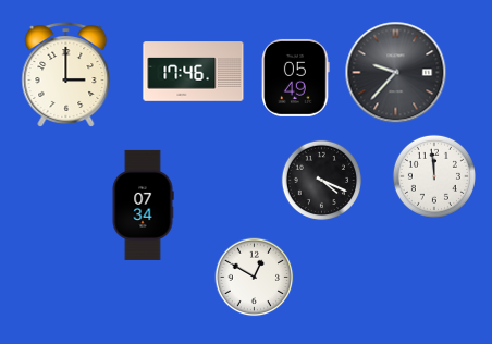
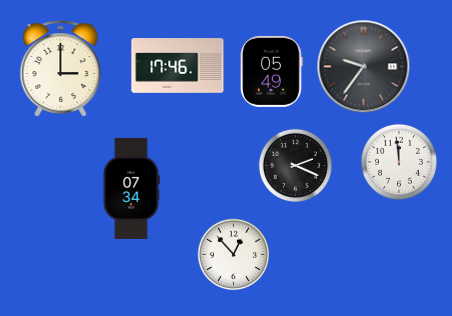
clock at (396, 73): 9:37 -> 9:36
clock at (322, 181): 4:19 -> 2:19
clock at (255, 278): 12:50 -> 12:53
